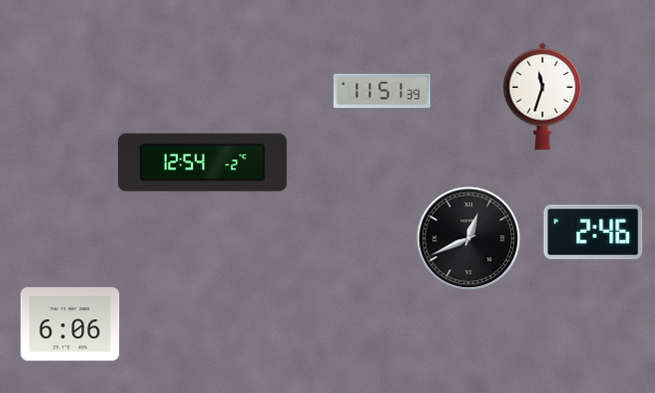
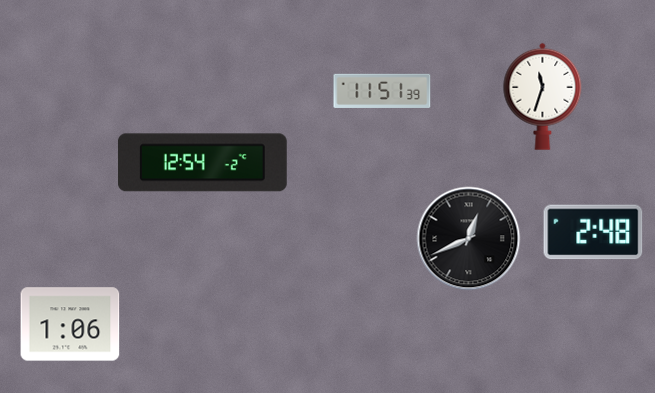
clock at (593, 232): 2:46 -> 2:48
clock at (70, 324): 6:06 -> 1:06
